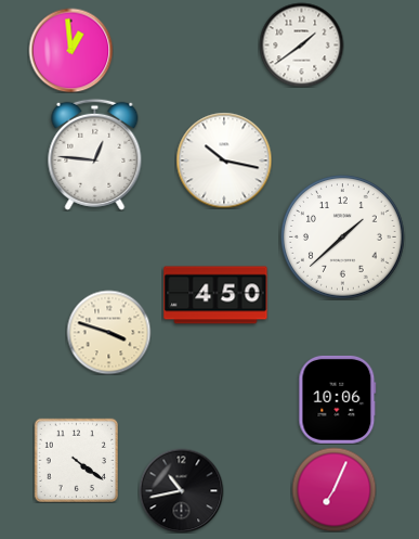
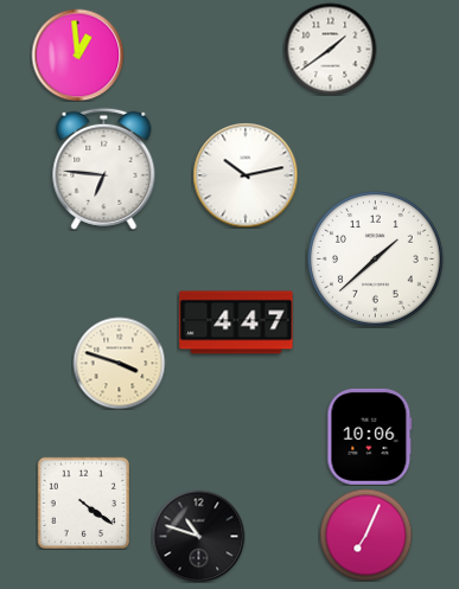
clock at (95, 154): 12:46 -> 6:46
clock at (224, 161): 10:17 -> 10:13
clock at (215, 295): 4:50 -> 4:47
clock at (181, 490): 10:43 -> 10:48
